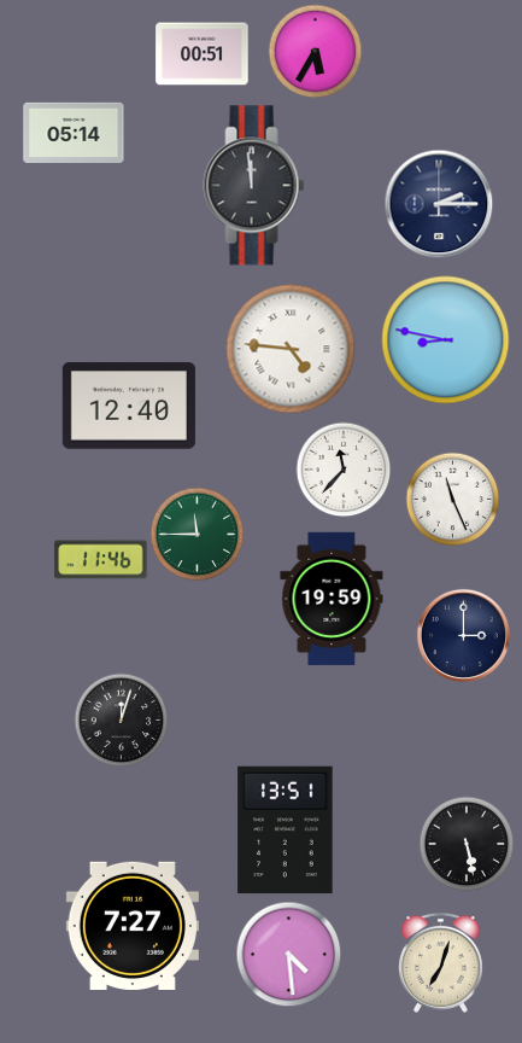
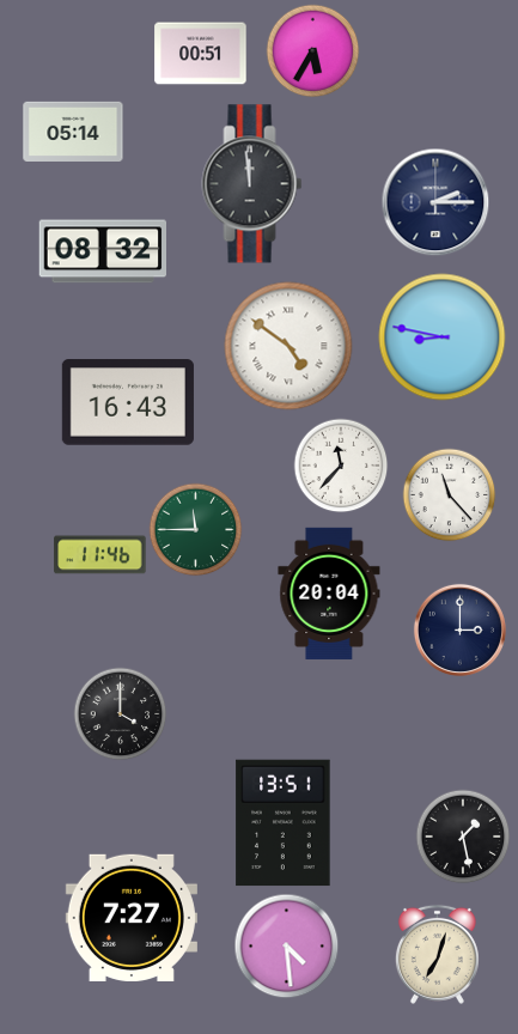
clock at (102, 251): none -> 08:32
clock at (291, 349): 4:46 -> 4:51
clock at (129, 406): 12:40 -> 16:43
clock at (452, 499): 11:26 -> 11:23
clock at (332, 599): 19:59 -> 20:04
clock at (121, 719): 12:03 -> 4:00
clock at (467, 844): 5:28 -> 1:28
